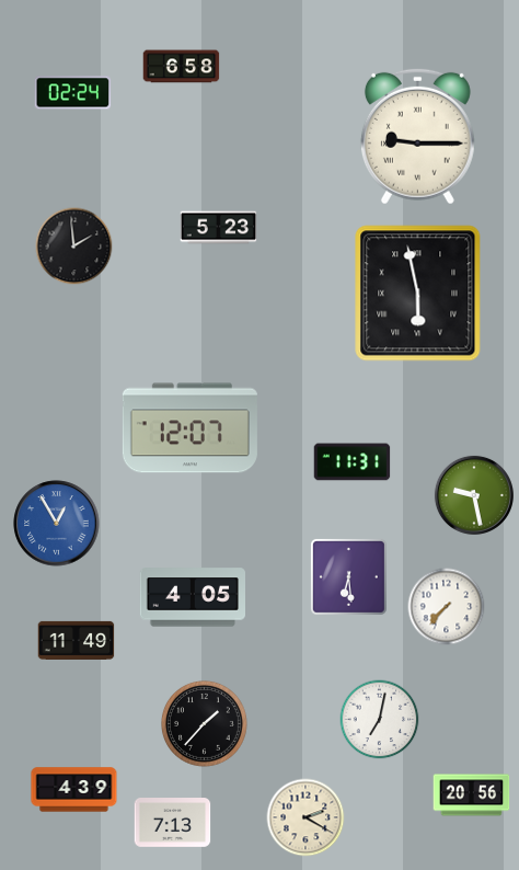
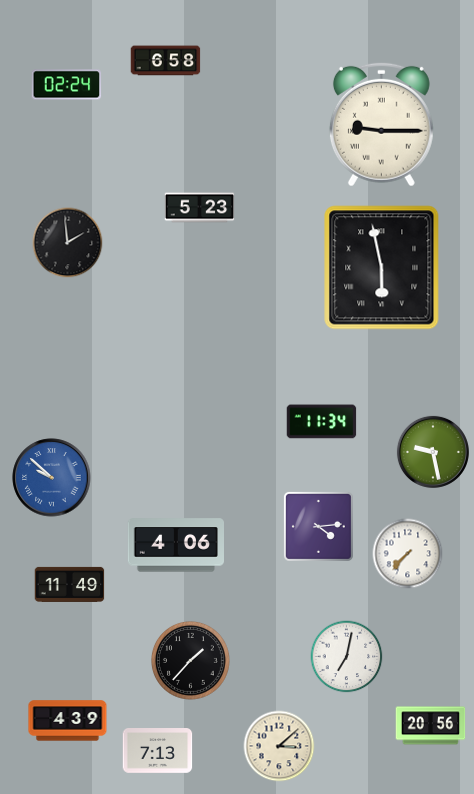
clock at (74, 247) position: (74, 247) -> (68, 243)
clock at (189, 428): 12:07 -> none
clock at (353, 462): 11:31 -> 11:34
clock at (57, 524): 12:55 -> 9:52
clock at (348, 576): 6:29 -> 4:14
clock at (192, 597): 4:05 -> 4:06
clock at (205, 724) position: (205, 724) -> (191, 661)
clock at (305, 817): 2:20 -> 3:08
